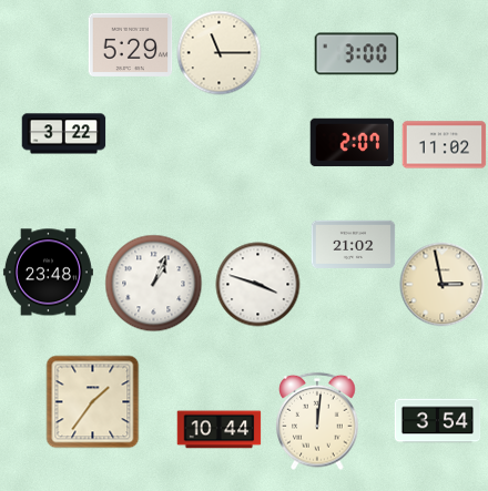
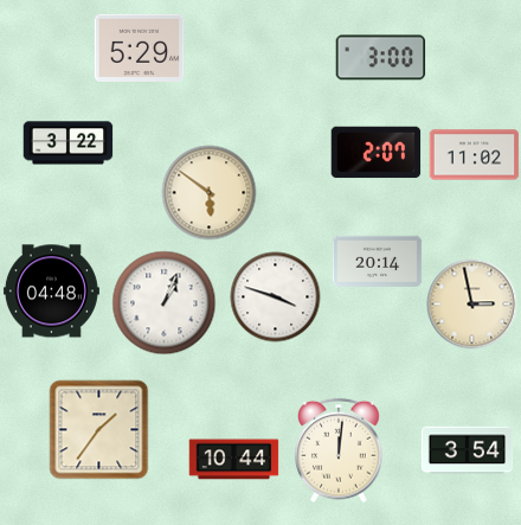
clock at (220, 53): 11:15 -> none
clock at (210, 193): none -> 5:51
clock at (354, 244): 21:02 -> 20:14
clock at (48, 273): 23:48 -> 04:48
clock at (258, 285) position: (258, 285) -> (276, 297)
